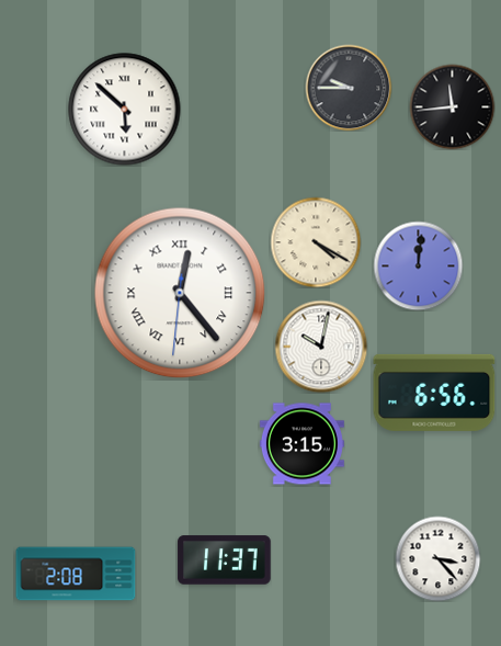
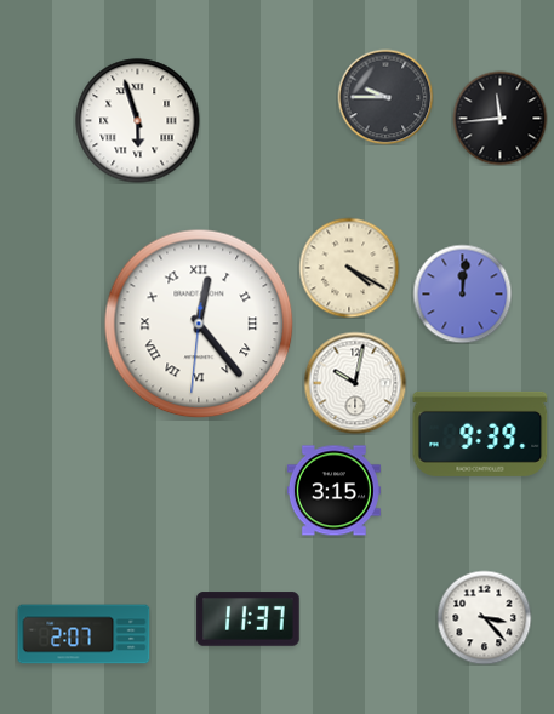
clock at (125, 110): 5:52 -> 5:57
clock at (434, 393): 6:56 -> 9:39
clock at (76, 574): 2:08 -> 2:07
